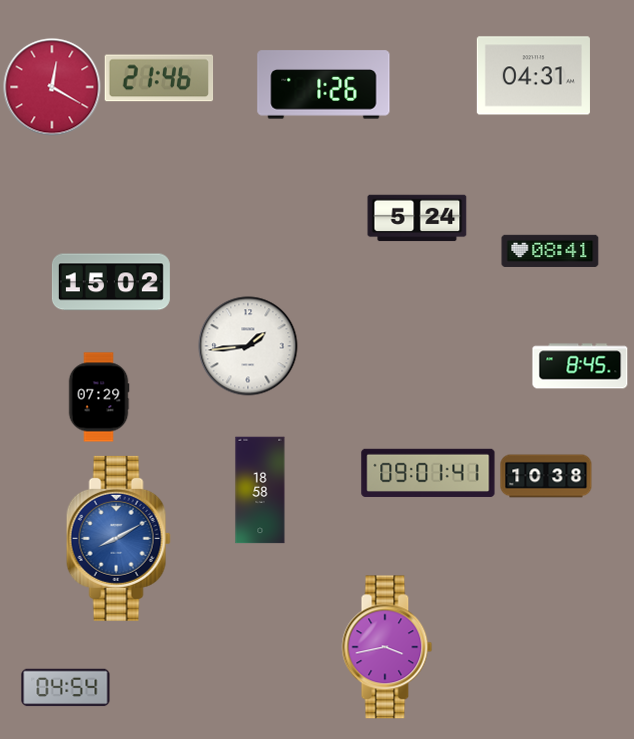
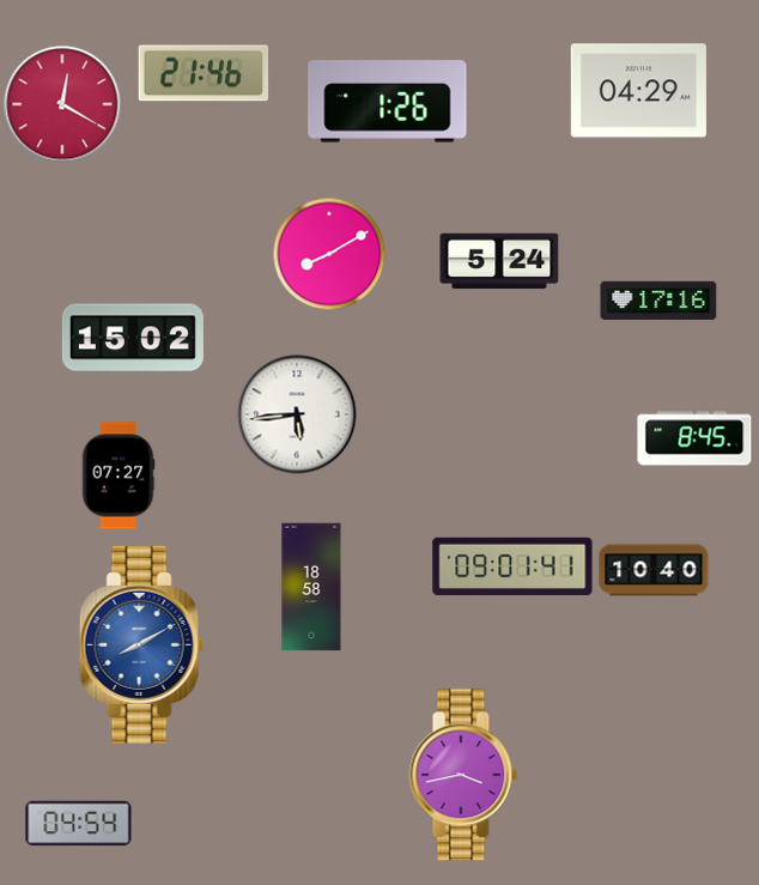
clock at (533, 76): 04:31 -> 04:29
clock at (159, 78) position: (159, 78) -> (204, 73)
clock at (329, 254): none -> 8:10
clock at (550, 250): 08:41 -> 17:16
clock at (248, 346): 1:44 -> 5:44
clock at (99, 397): 07:29 -> 07:27
clock at (546, 476): 10:38 -> 10:40
